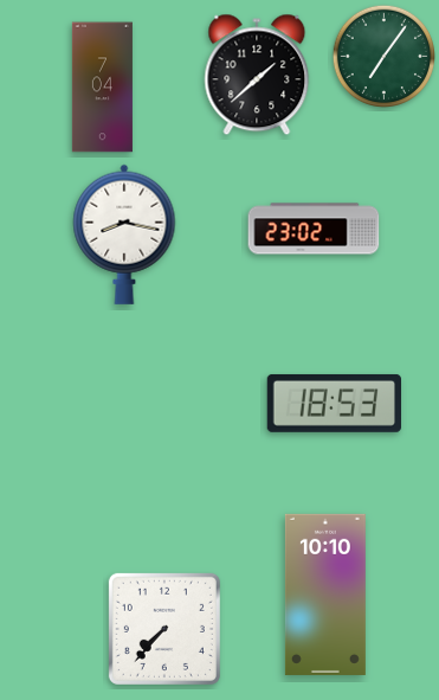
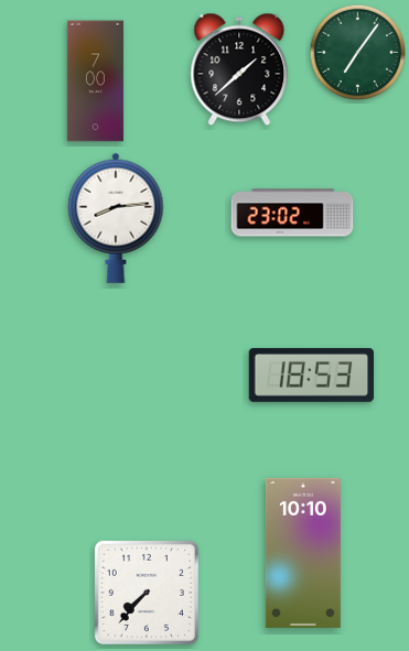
clock at (102, 88): 7:04 -> 7:00
clock at (124, 235): 8:17 -> 8:14
clock at (164, 629) position: (164, 629) -> (147, 593)
